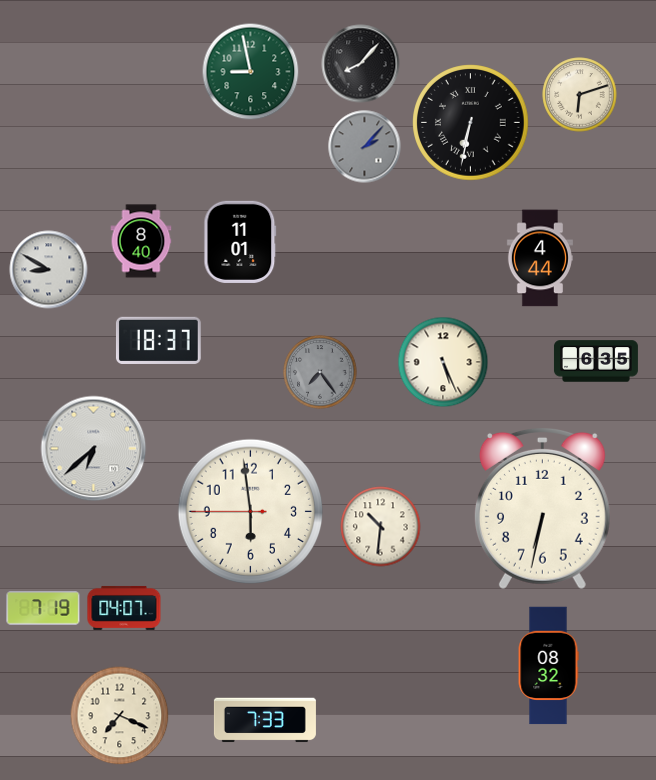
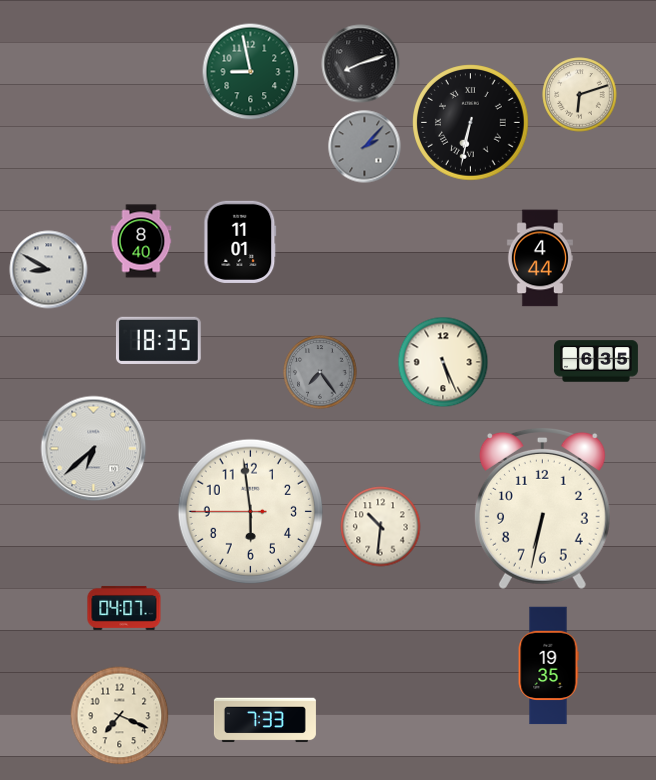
clock at (361, 64): 8:07 -> 8:12
clock at (158, 340): 18:37 -> 18:35
clock at (43, 608): 7:19 -> none
clock at (548, 666): 08:32 -> 19:35
